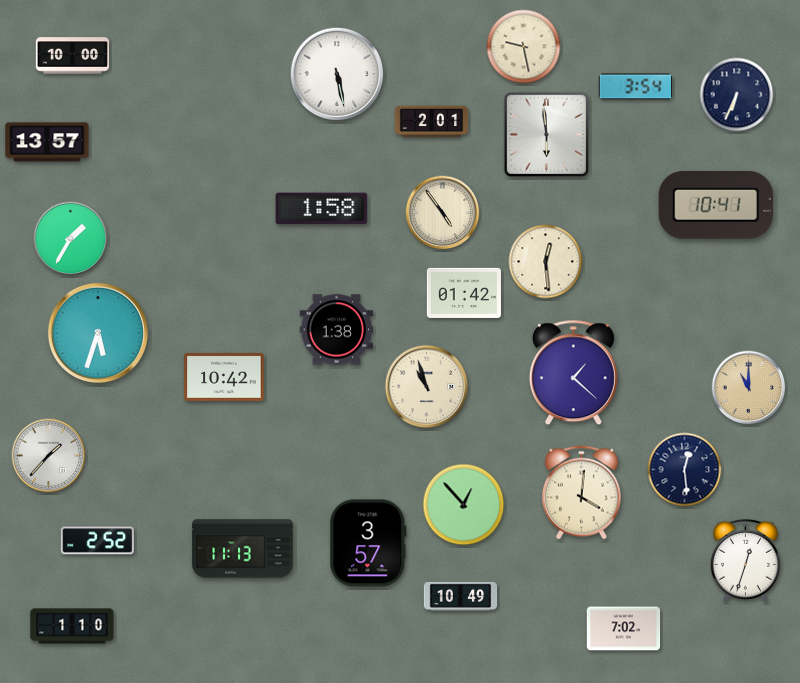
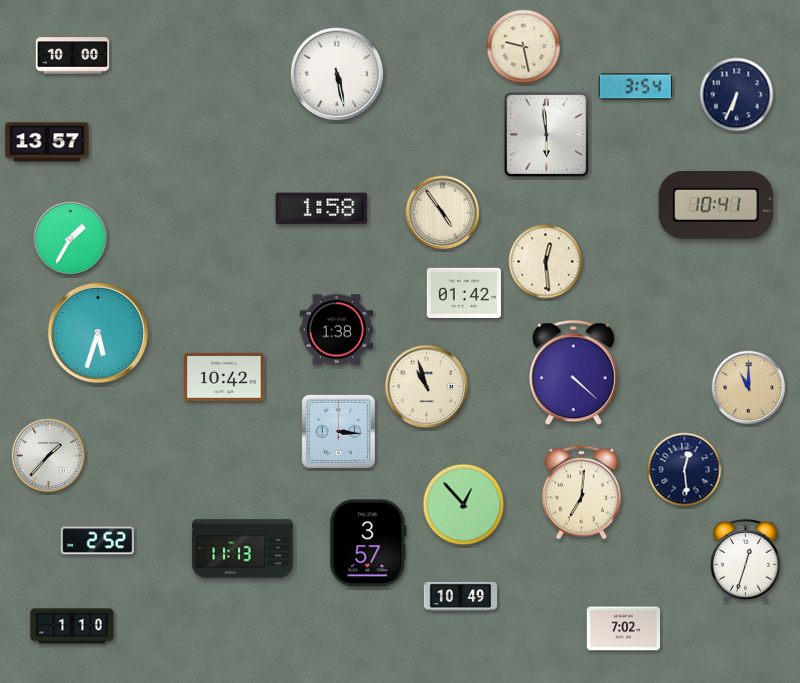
clock at (432, 122): 2:01 -> none
clock at (573, 373): 1:22 -> 4:22
clock at (338, 431): none -> 3:16
clock at (581, 493): 4:01 -> 7:01
